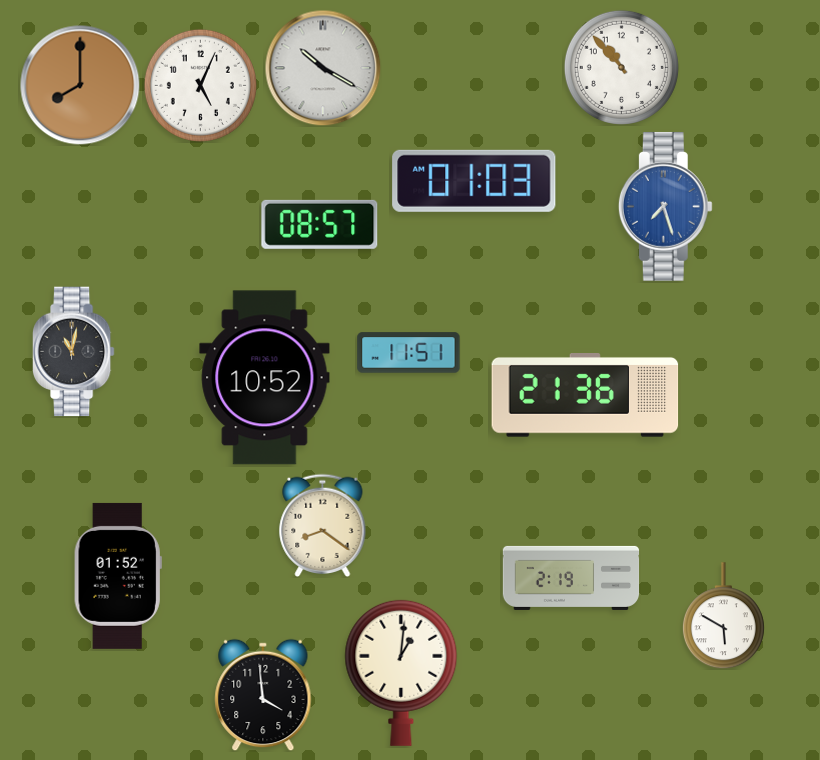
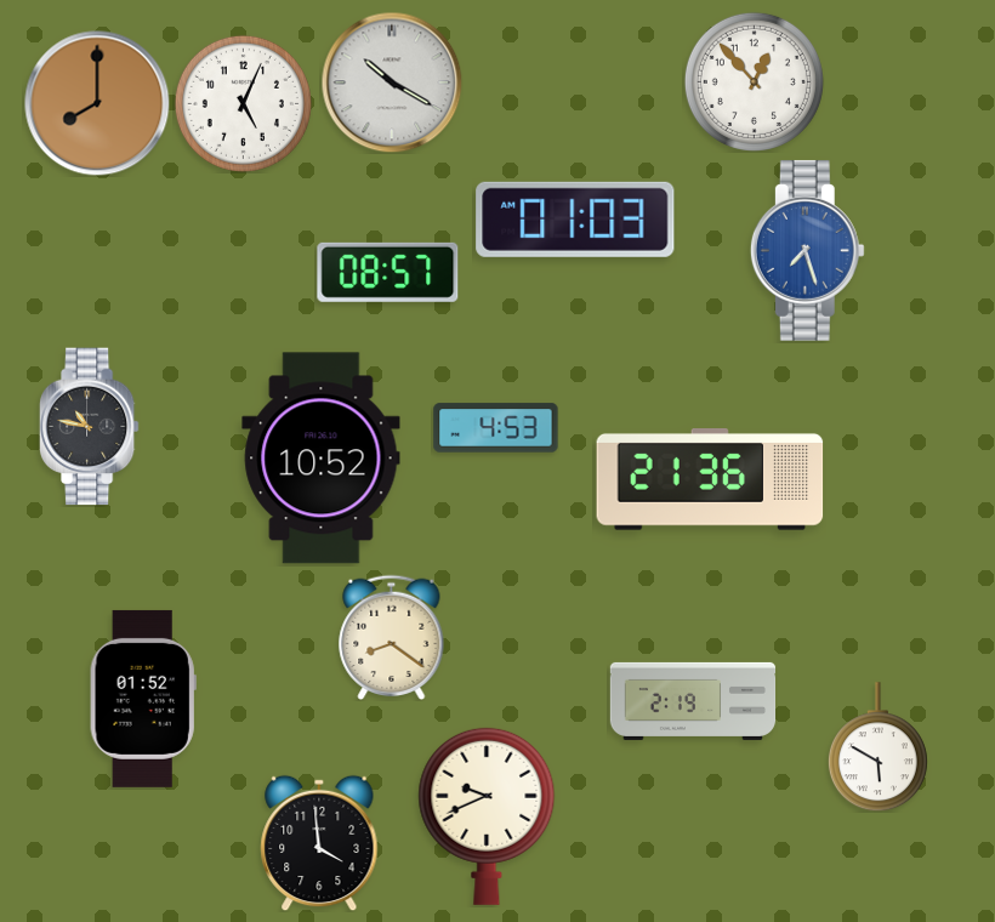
clock at (621, 67): 10:53 -> 12:53
clock at (73, 352): 11:02 -> 10:47
clock at (409, 353): 11:51 -> 4:53
clock at (401, 673): 1:01 -> 9:41
